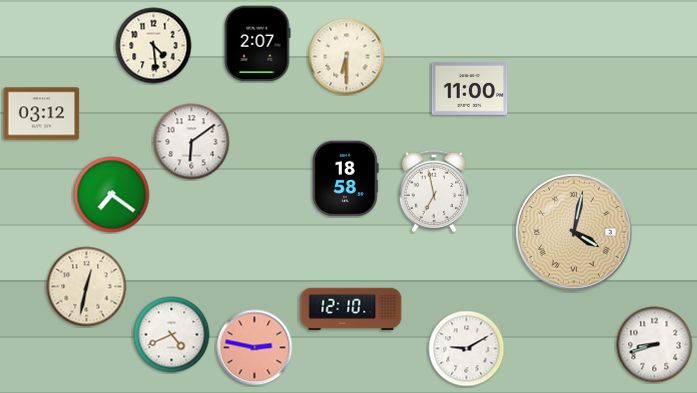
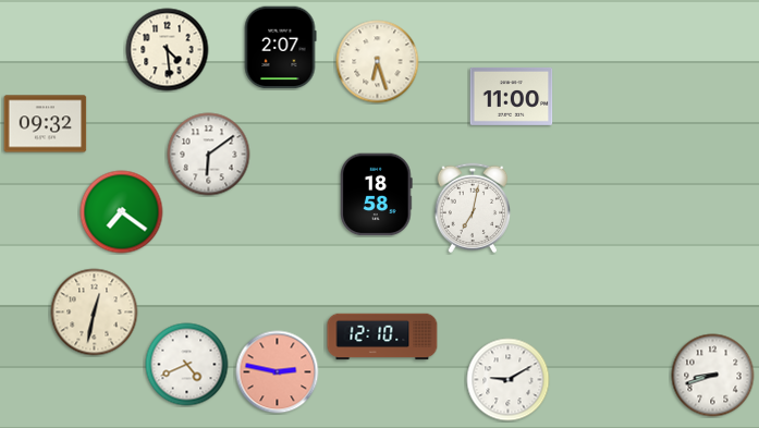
clock at (347, 57): 6:30 -> 6:27
clock at (42, 114): 03:12 -> 09:32
clock at (434, 191): 6:58 -> 7:02
clock at (575, 233): 4:02 -> none
clock at (255, 348) position: (255, 348) -> (278, 372)
